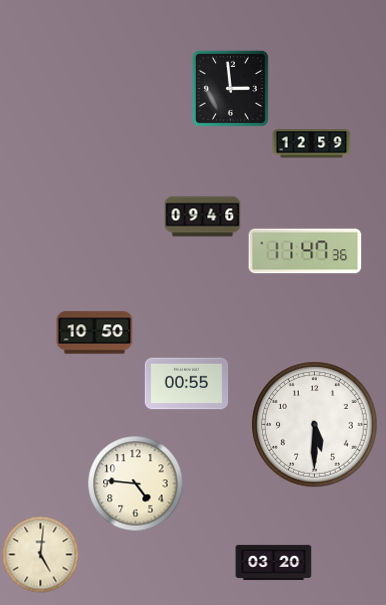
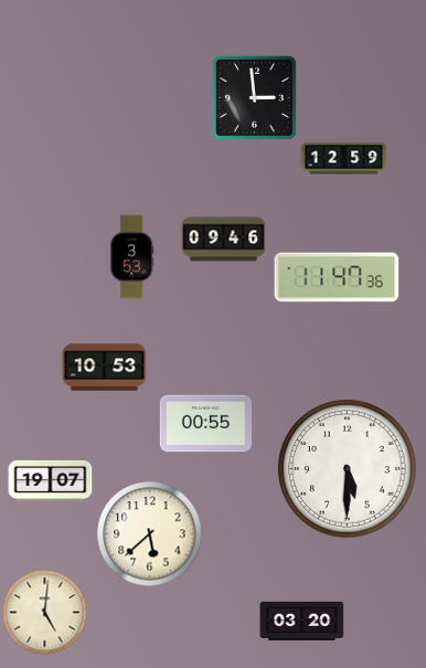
clock at (132, 257): none -> 3:53
clock at (95, 333): 10:50 -> 10:53
clock at (51, 480): none -> 19:07
clock at (136, 484): 4:46 -> 5:38
